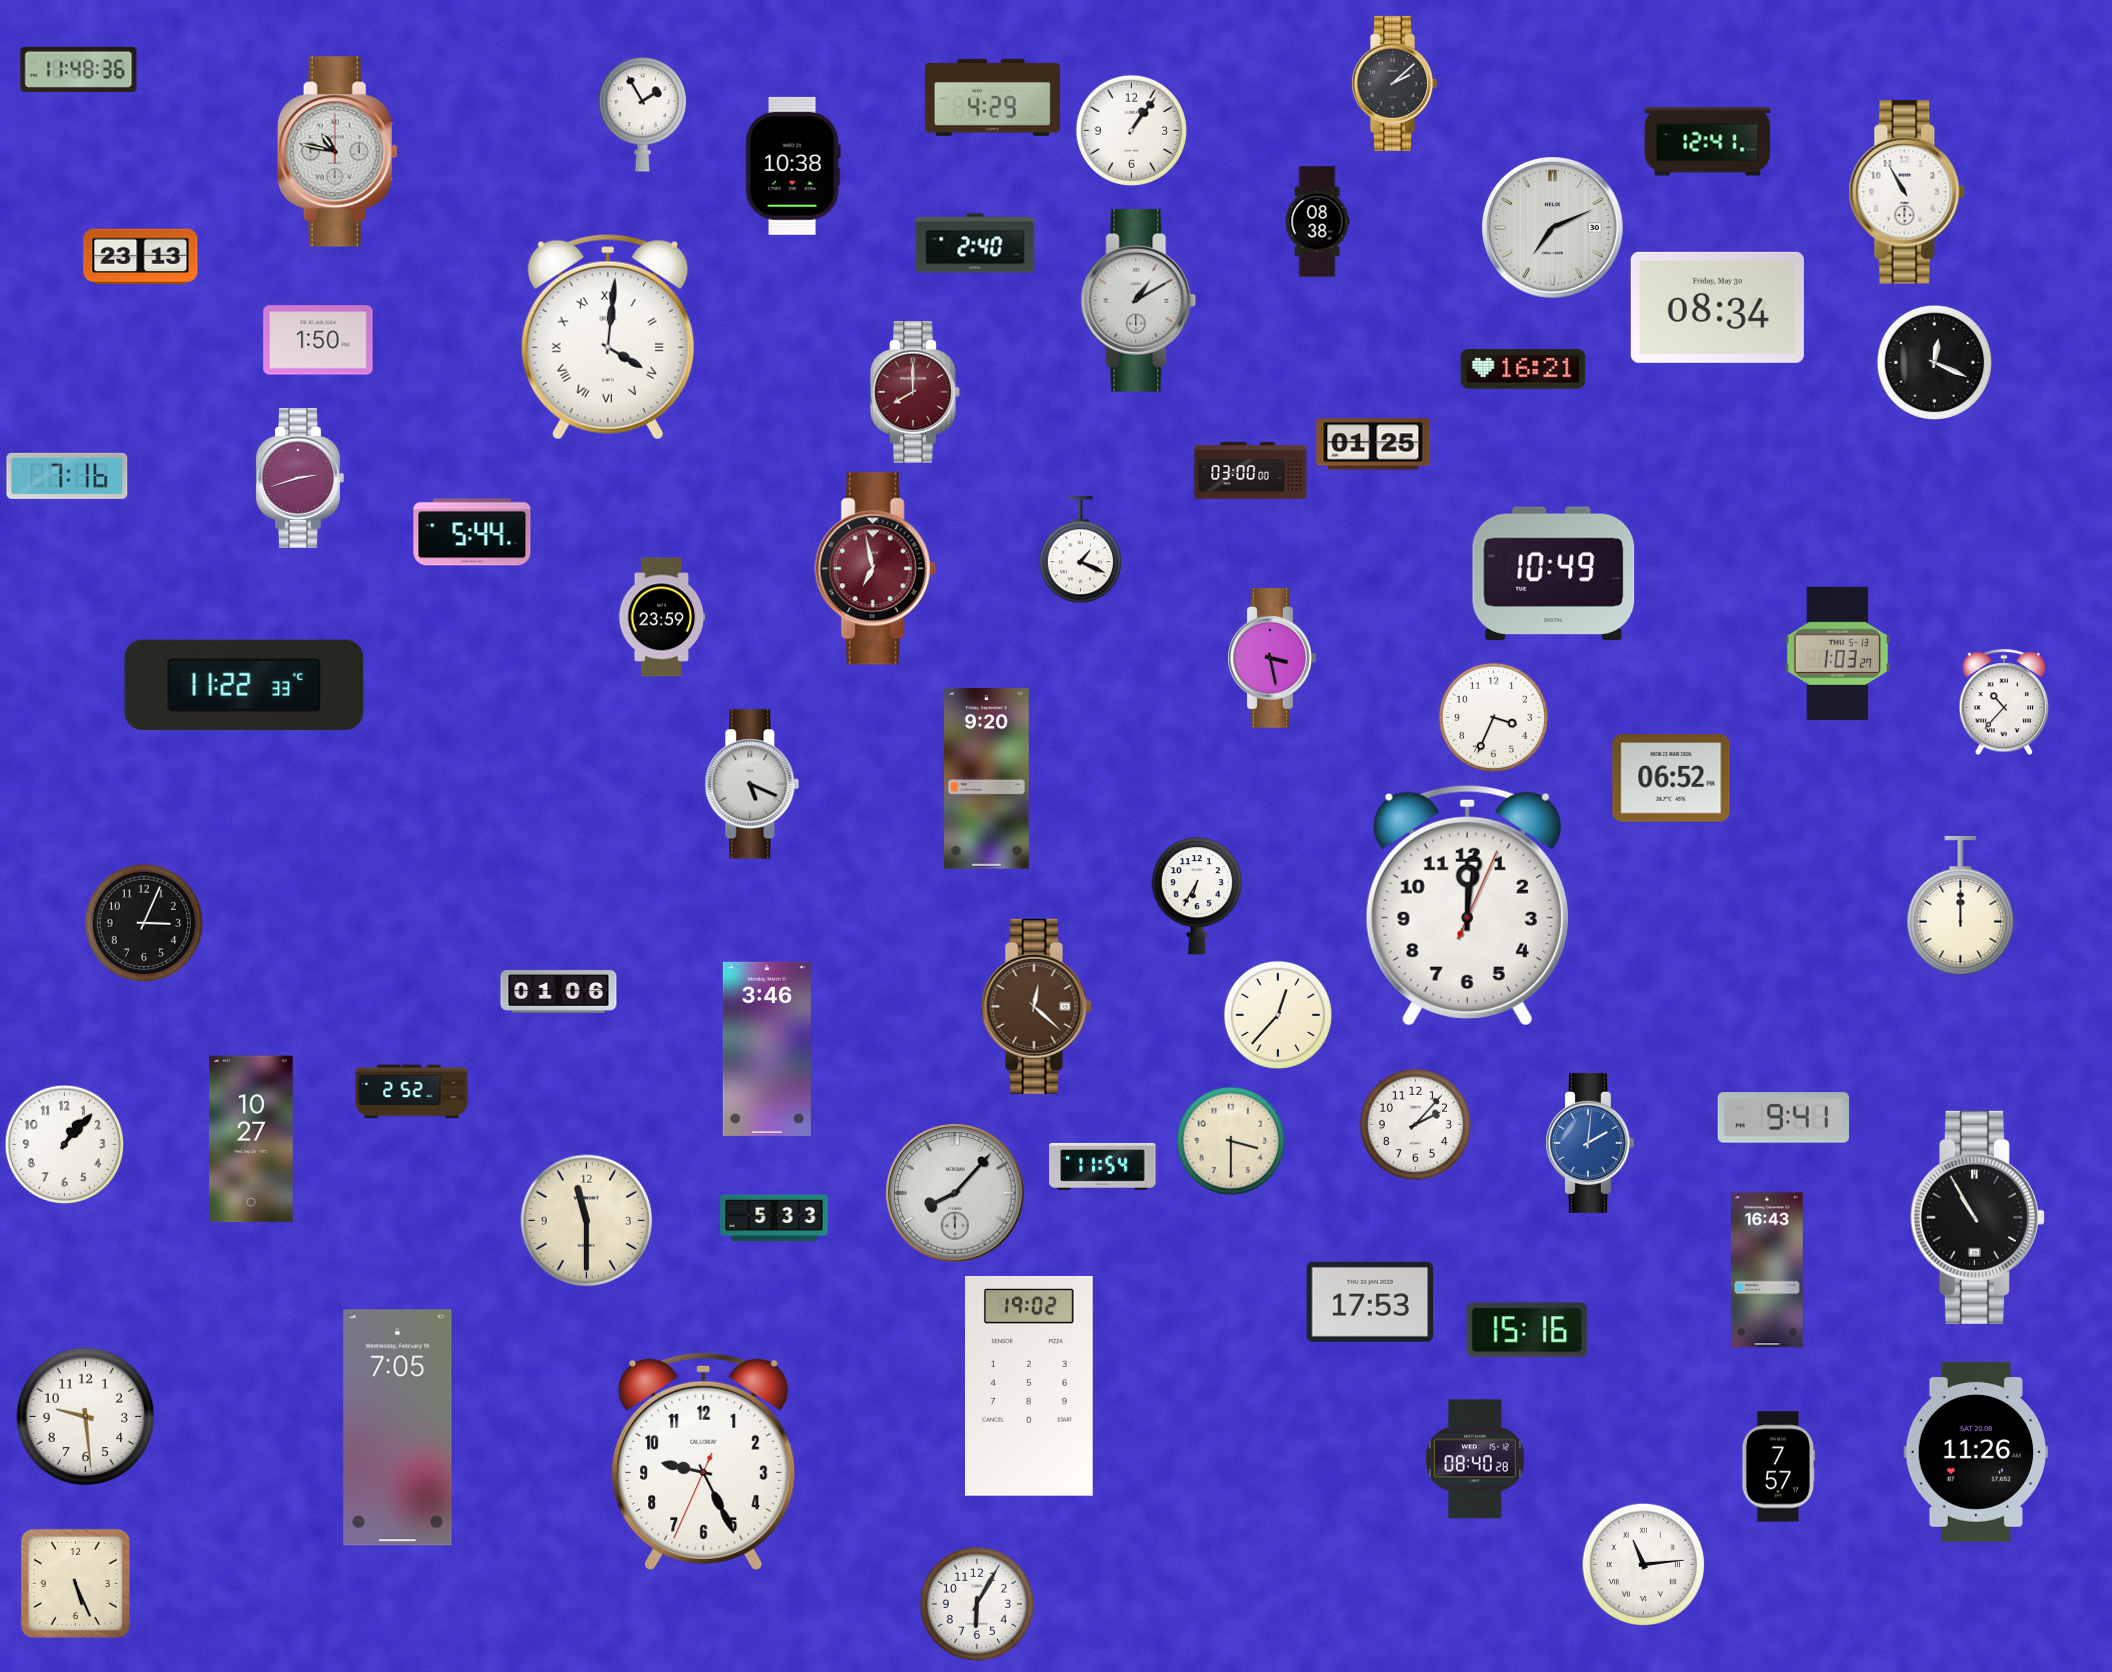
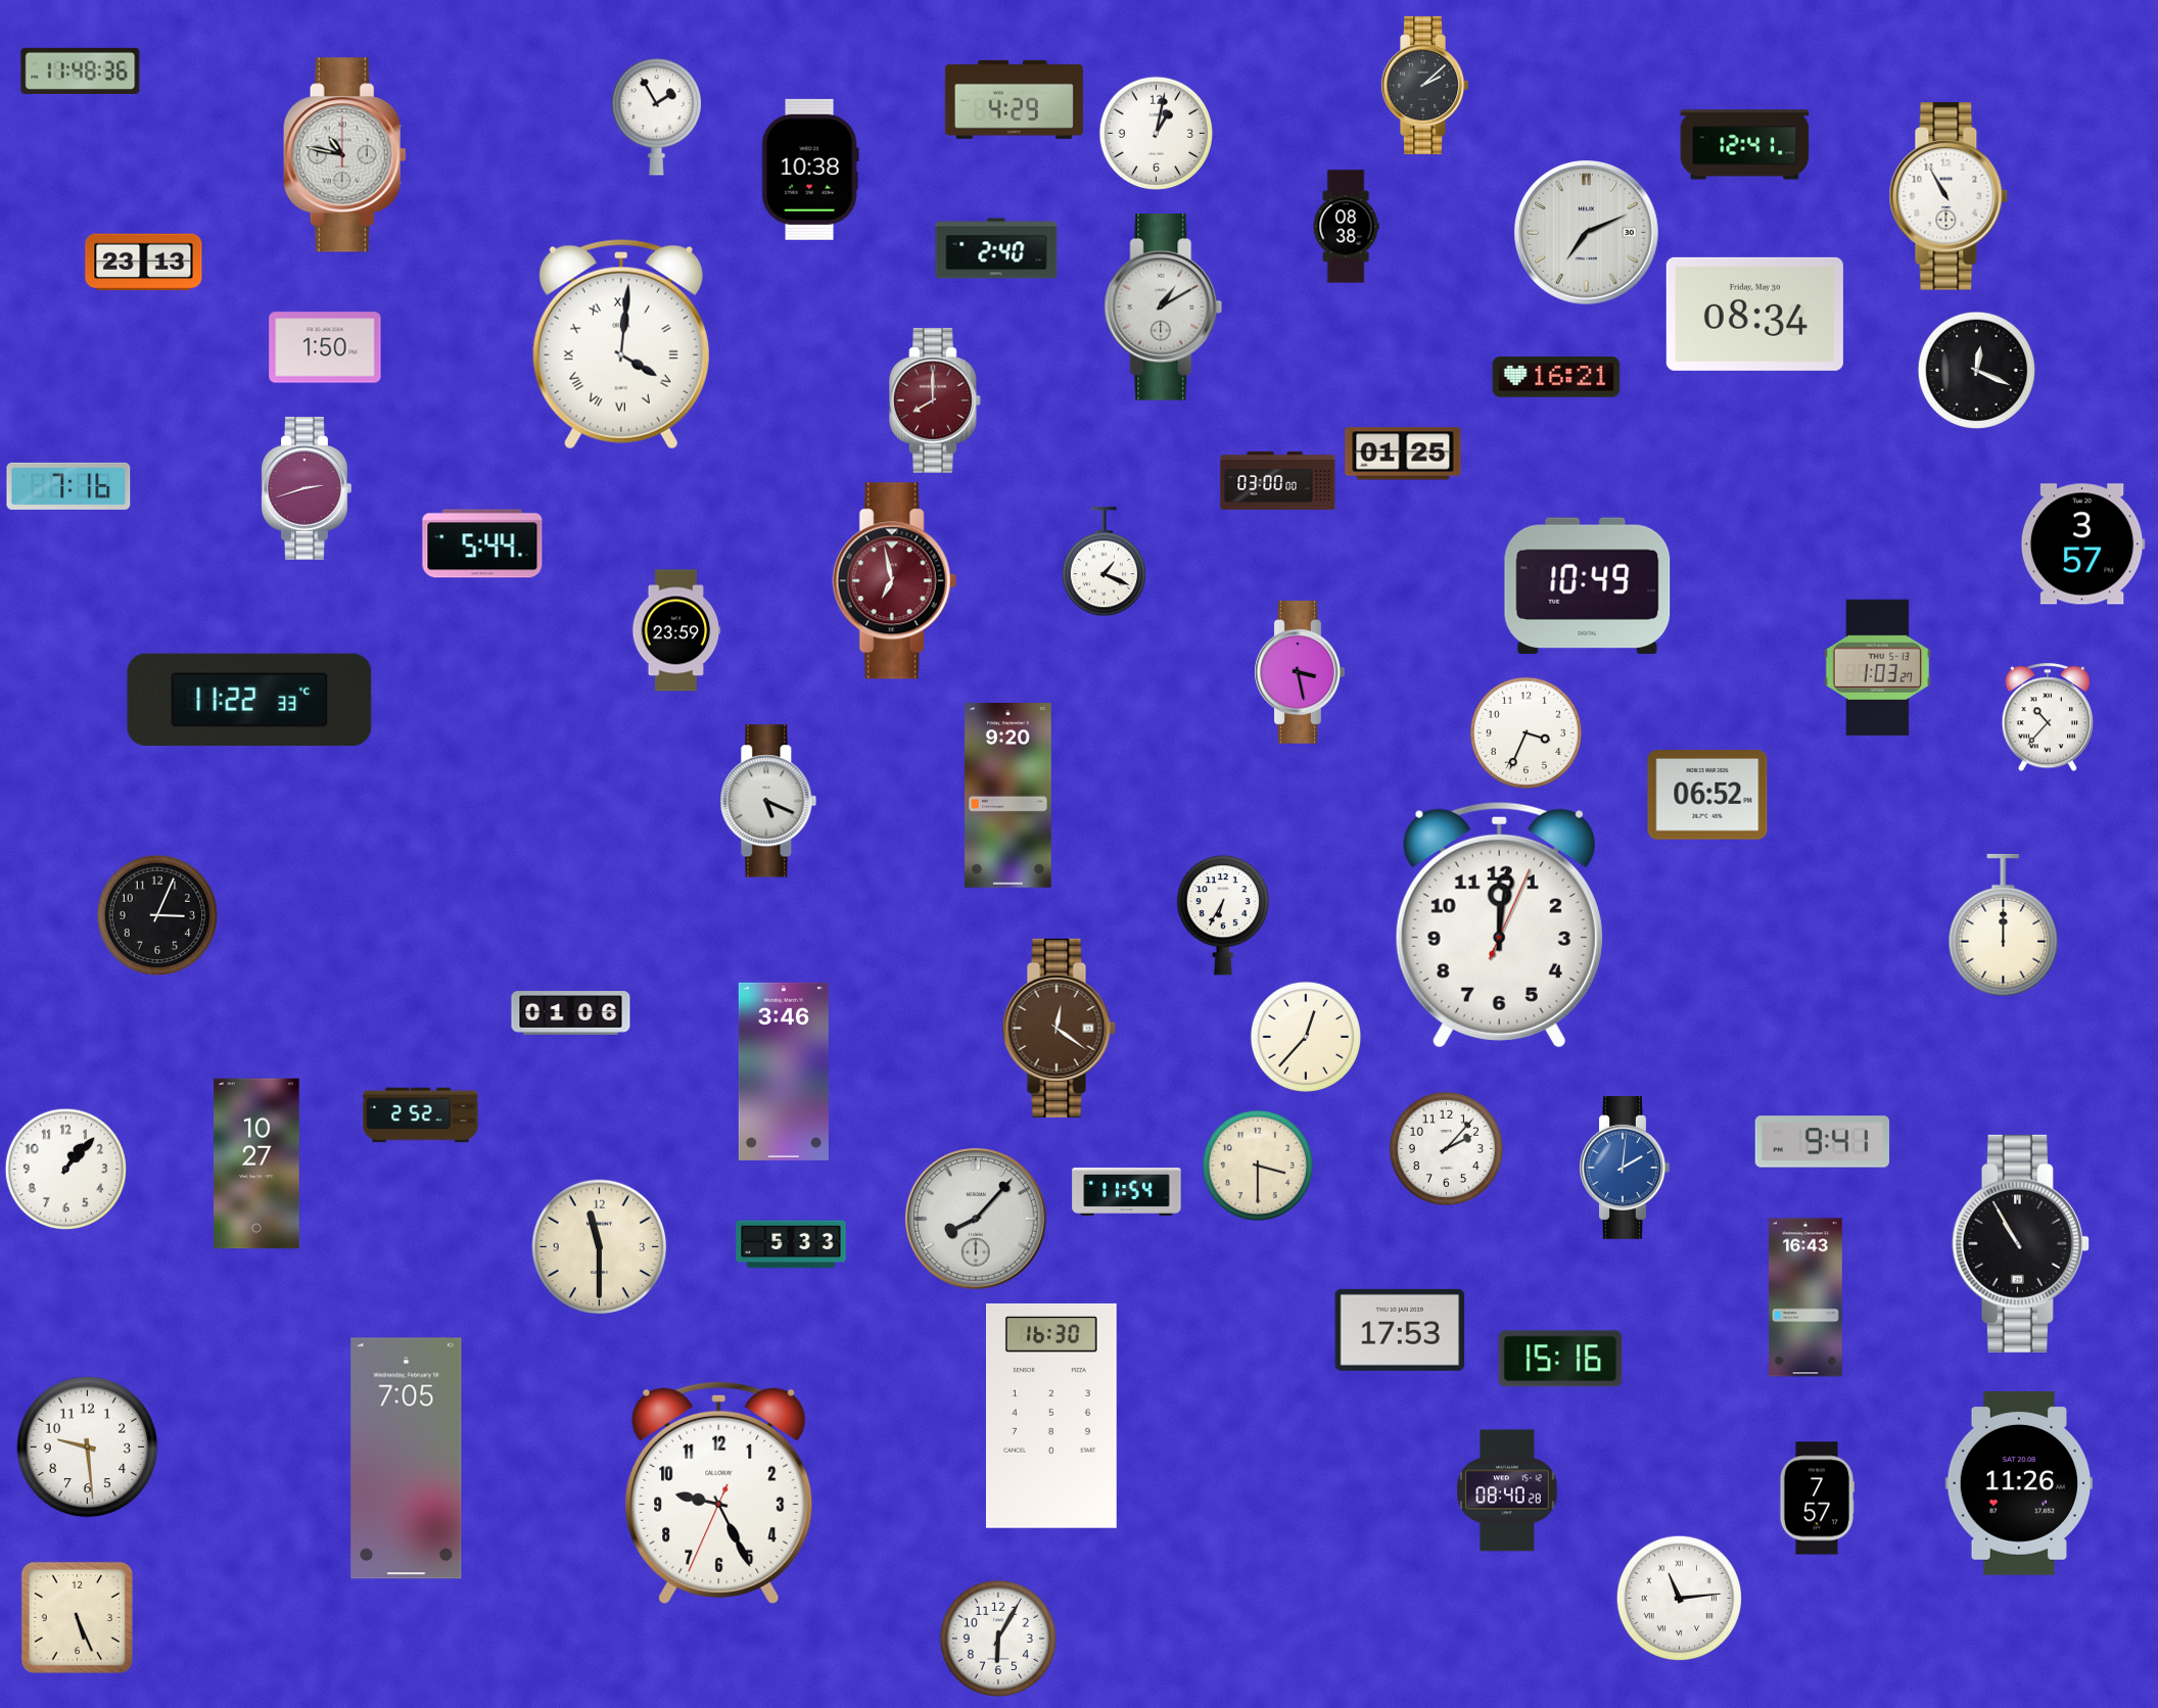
clock at (1131, 130): 1:06 -> 1:02
clock at (2082, 544): none -> 3:57
clock at (143, 922) position: (143, 922) -> (156, 914)
clock at (1036, 1006): 12:22 -> 12:21
clock at (1029, 1386): 19:02 -> 16:30
